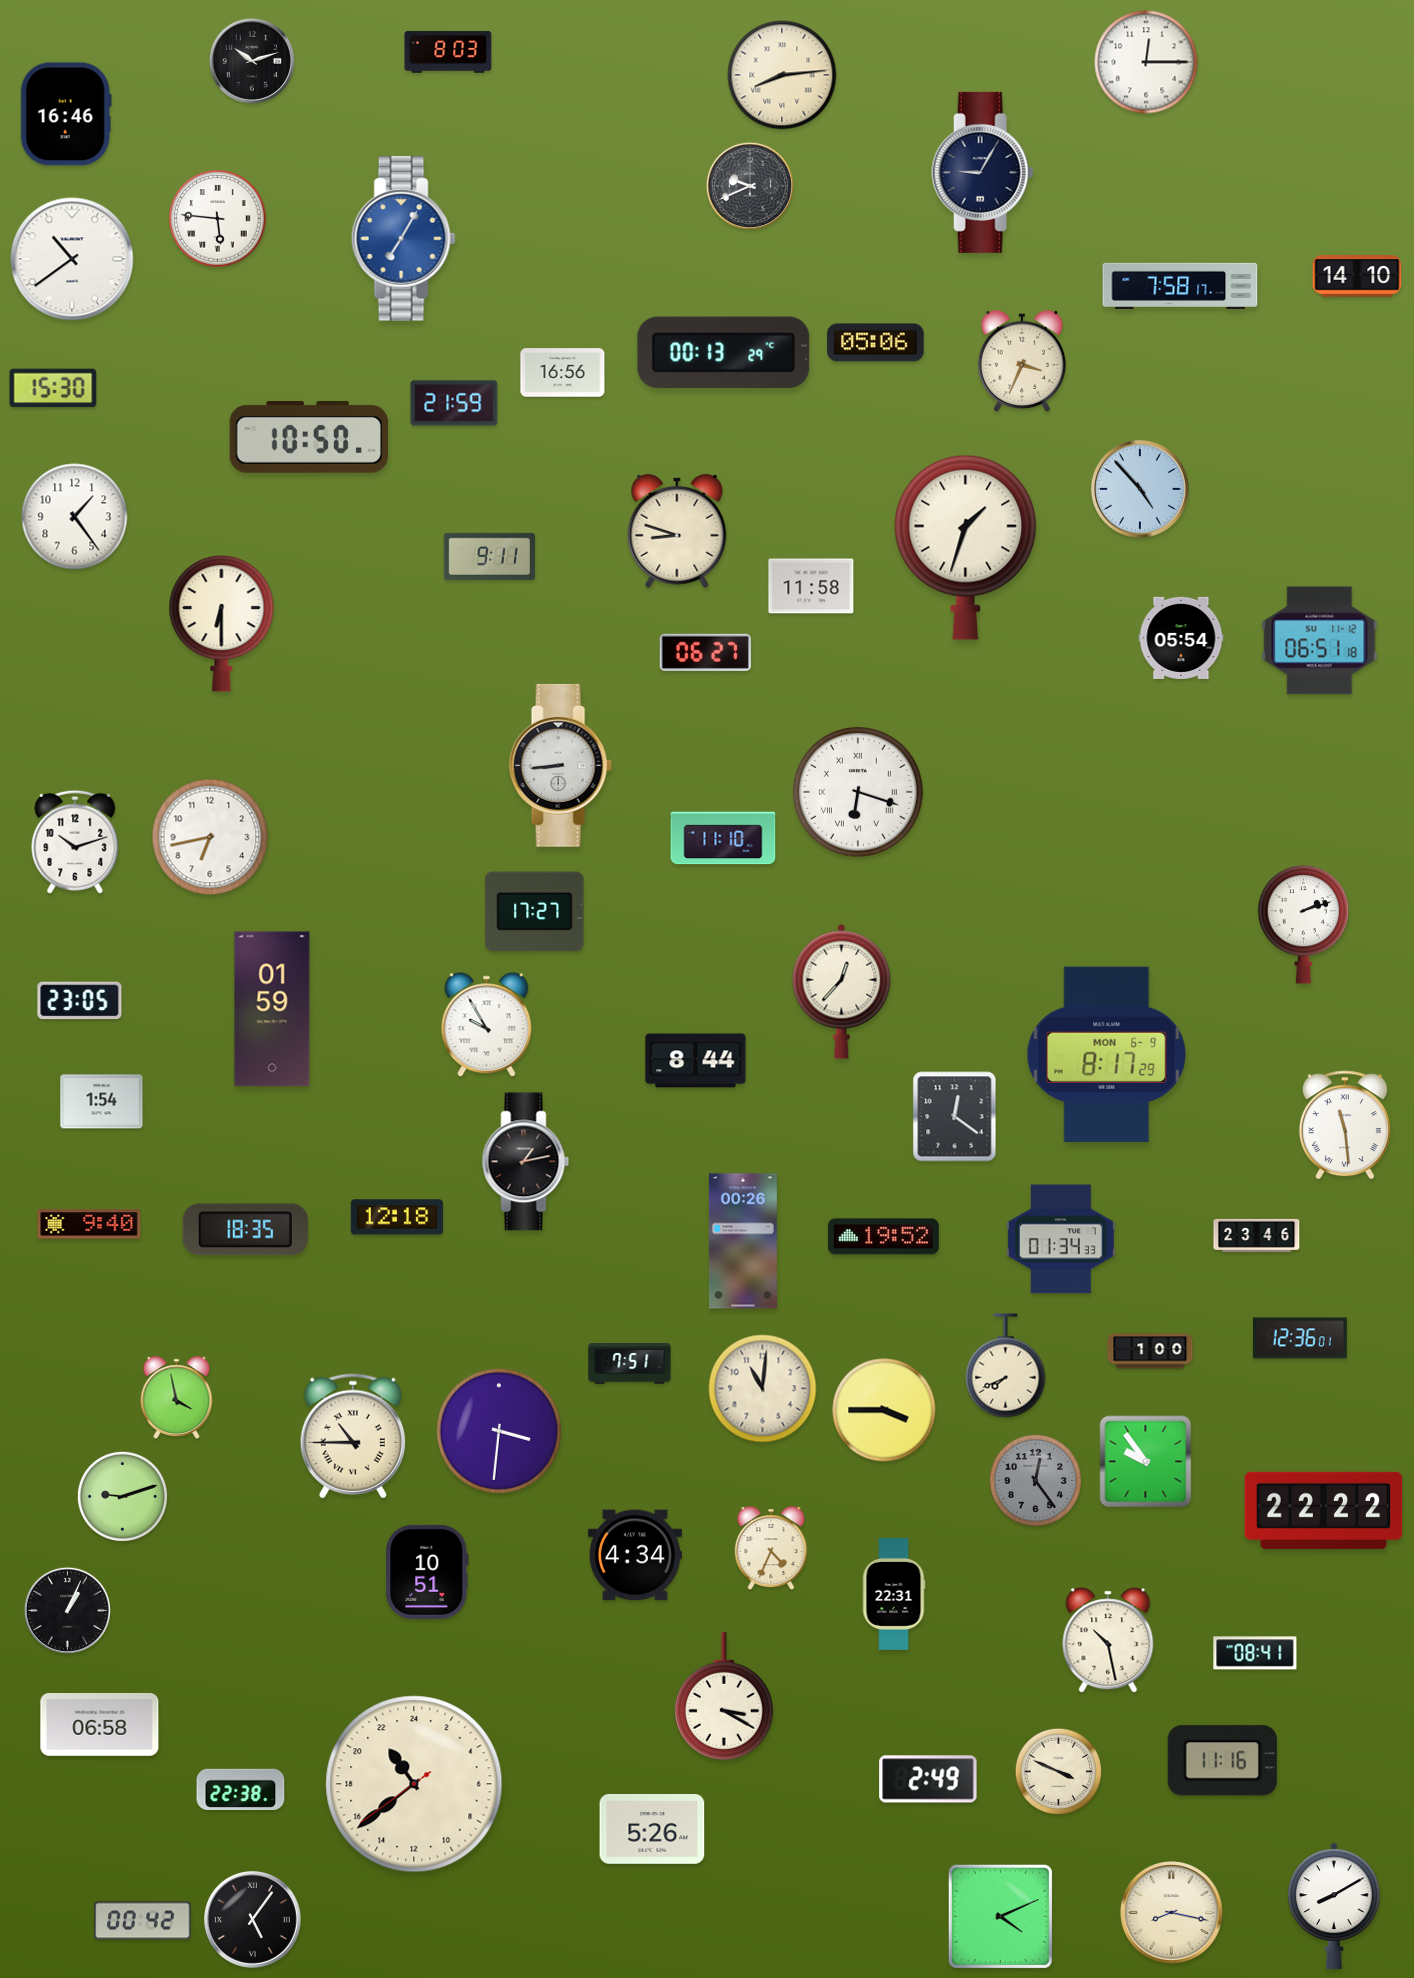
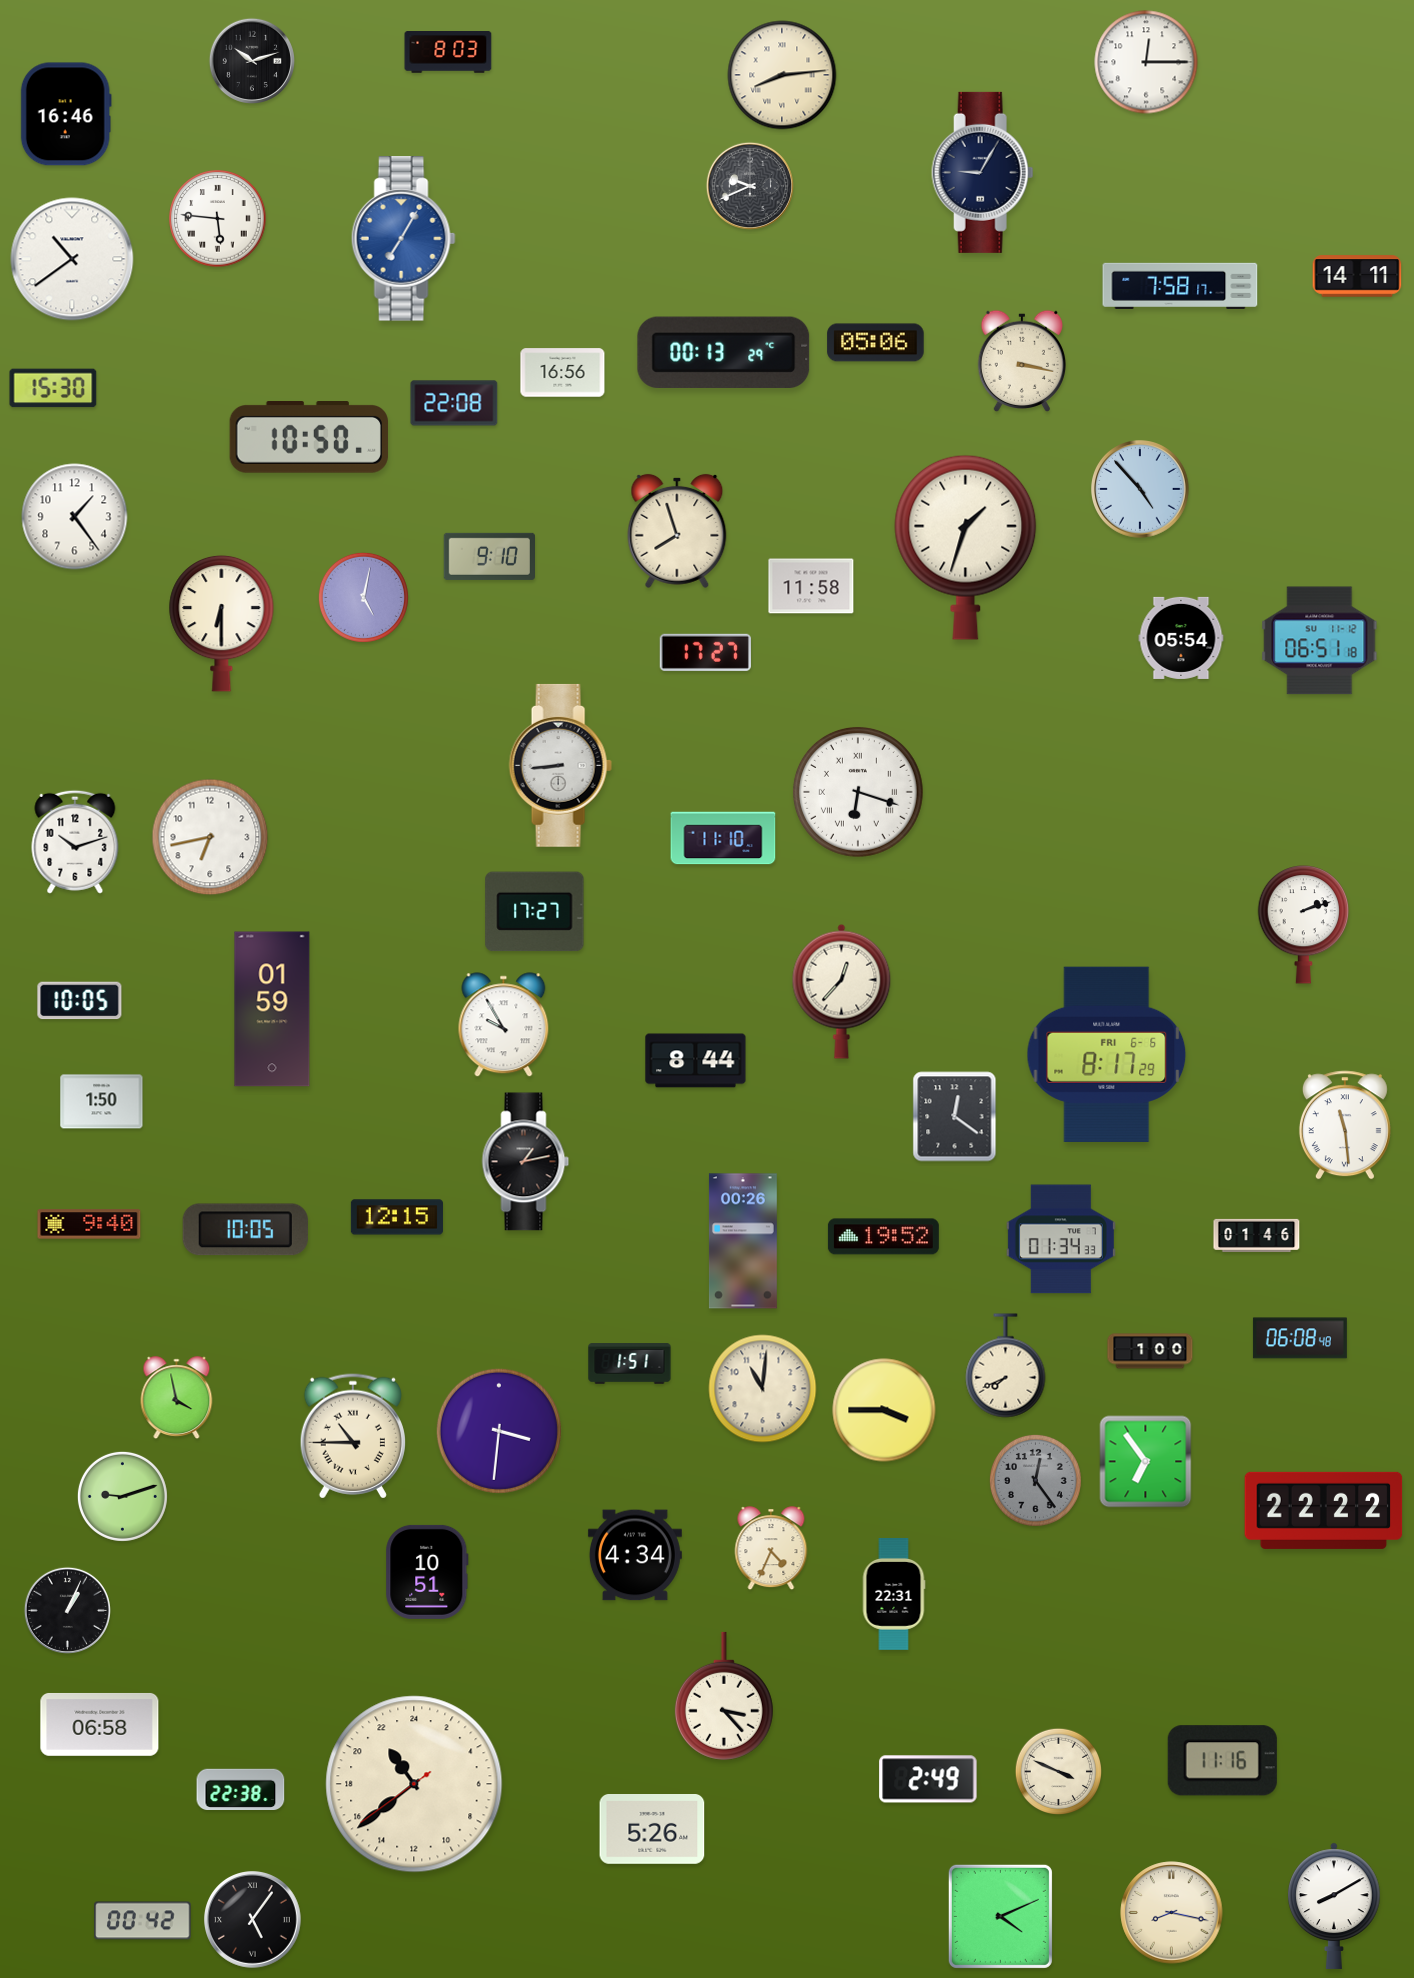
clock at (1357, 276): 14:10 -> 14:11
clock at (1021, 360): 3:34 -> 3:17
clock at (454, 403): 21:59 -> 22:08
clock at (677, 531): 8:48 -> 7:57
clock at (489, 556): 9:11 -> 9:10
clock at (363, 597): none -> 5:02
clock at (705, 652): 06:27 -> 17:27
clock at (80, 1001): 23:05 -> 10:05
clock at (487, 1025) position: (487, 1025) -> (504, 1025)
clock at (1107, 1054) date: MON 6-9 -> FRI 6-6
clock at (102, 1102): 1:54 -> 1:50
clock at (397, 1217): 12:18 -> 12:15
clock at (245, 1230): 18:35 -> 10:05
clock at (1257, 1235): 23:46 -> 01:46
clock at (1300, 1338): 12:36 -> 06:08
clock at (630, 1364): 7:51 -> 1:51
clock at (1146, 1462): 9:54 -> 6:54
clock at (1108, 1640): 10:28 -> none
clock at (1255, 1653): 08:41 -> none
clock at (724, 1696): 3:20 -> 3:23
